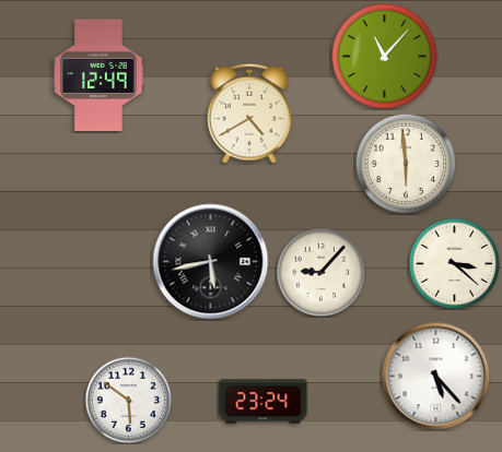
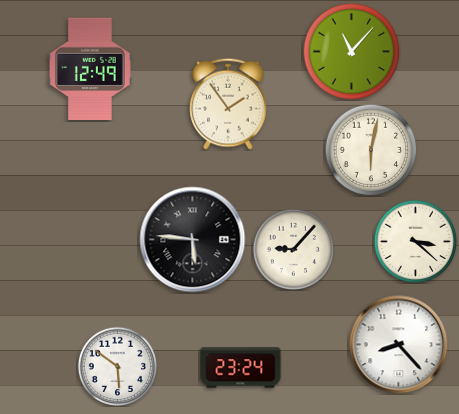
clock at (249, 114): 4:40 -> 1:54
clock at (406, 164): 5:59 -> 6:02
clock at (211, 262): 5:43 -> 5:46
clock at (436, 377): 5:23 -> 8:23
